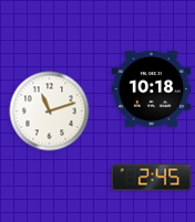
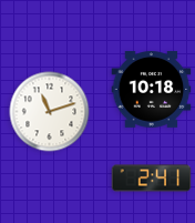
clock at (152, 178): 2:45 -> 2:41
